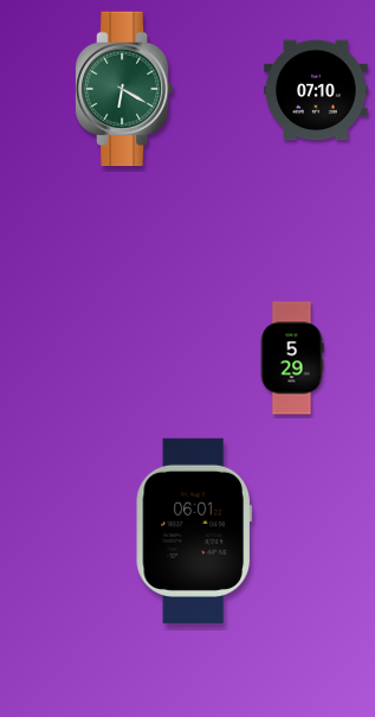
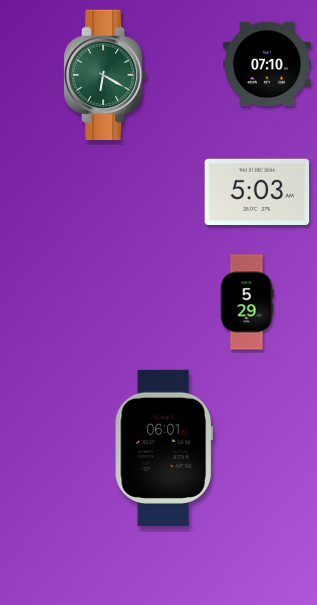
clock at (317, 90) position: (317, 90) -> (268, 64)
clock at (257, 191): none -> 5:03
